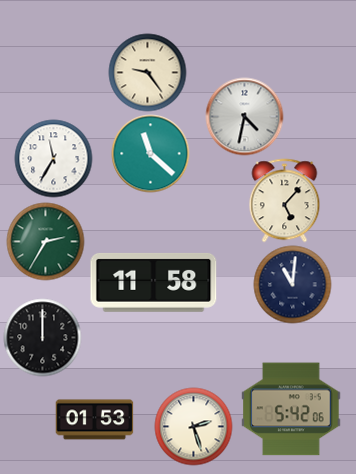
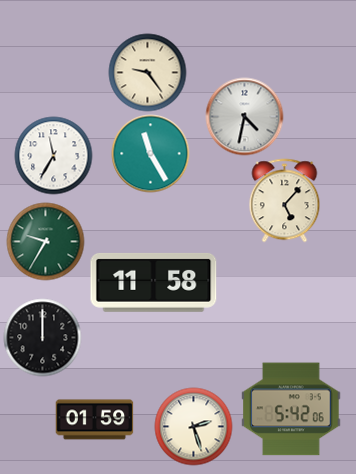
clock at (150, 153): 11:22 -> 11:25
clock at (53, 158) position: (53, 158) -> (53, 155)
clock at (45, 241): 2:35 -> 9:35
clock at (292, 284): 11:01 -> none
clock at (94, 420): 01:53 -> 01:59
